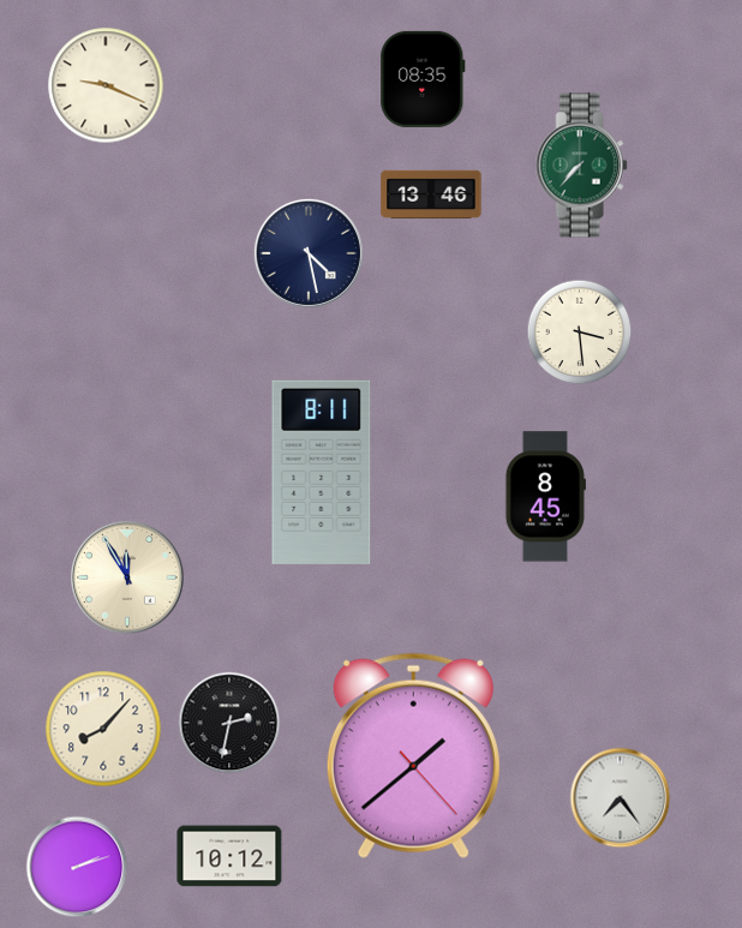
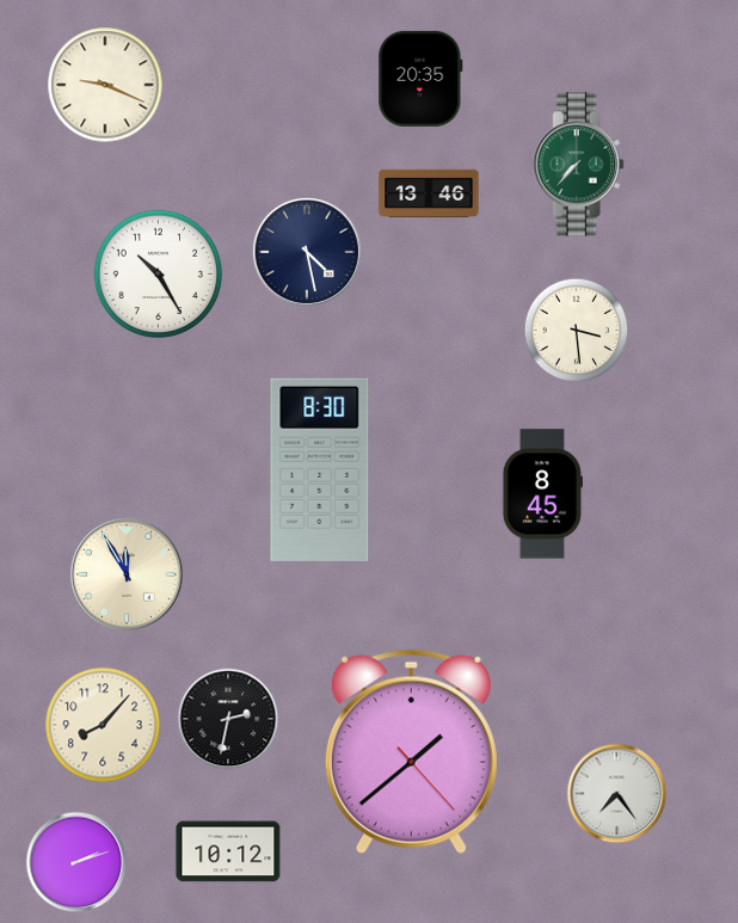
clock at (423, 79): 08:35 -> 20:35
clock at (159, 275): none -> 10:25
clock at (322, 472): 8:11 -> 8:30
